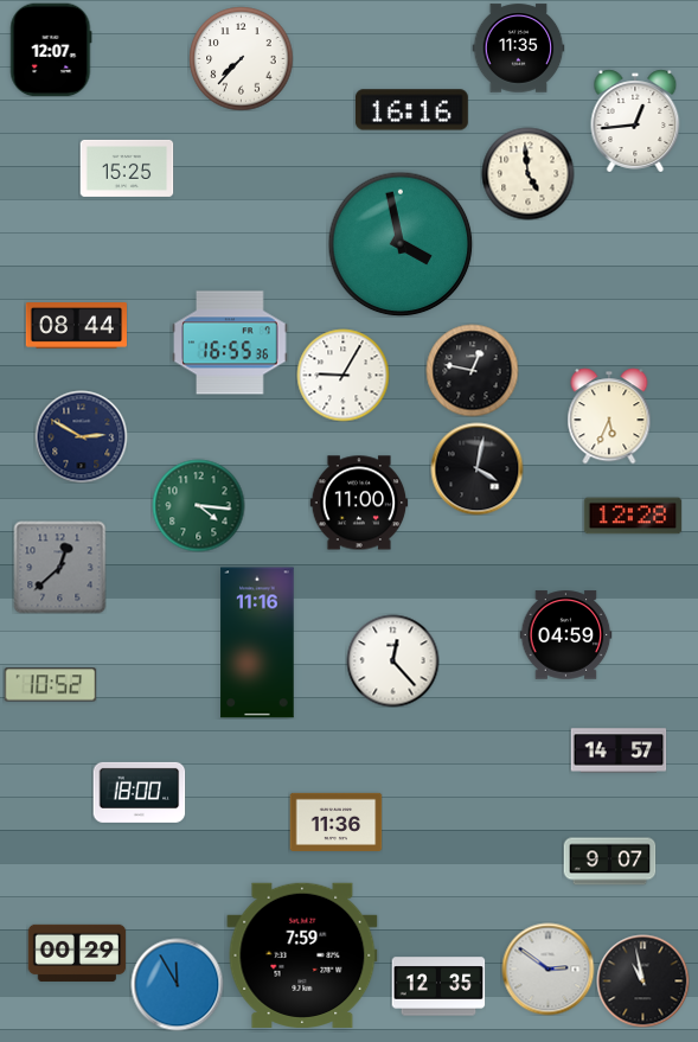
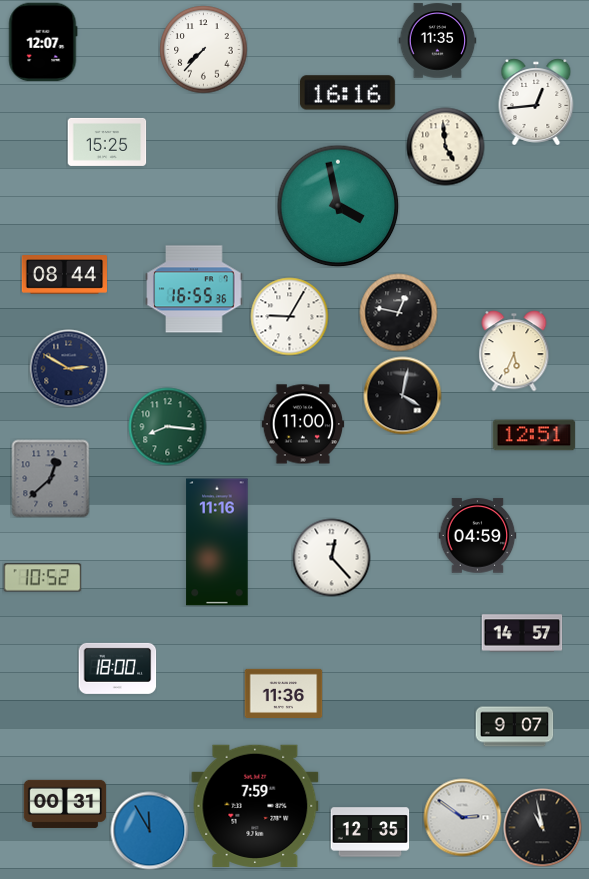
clock at (198, 505): 4:16 -> 8:16
clock at (633, 516): 12:28 -> 12:51
clock at (77, 953): 00:29 -> 00:31
